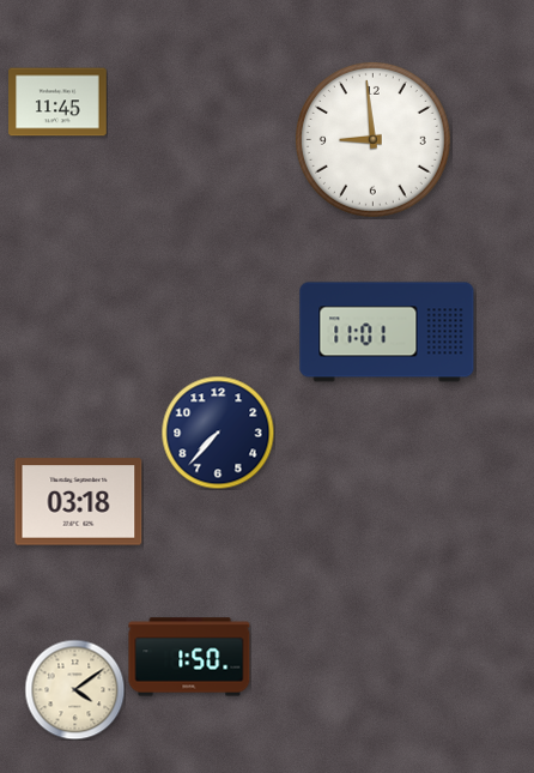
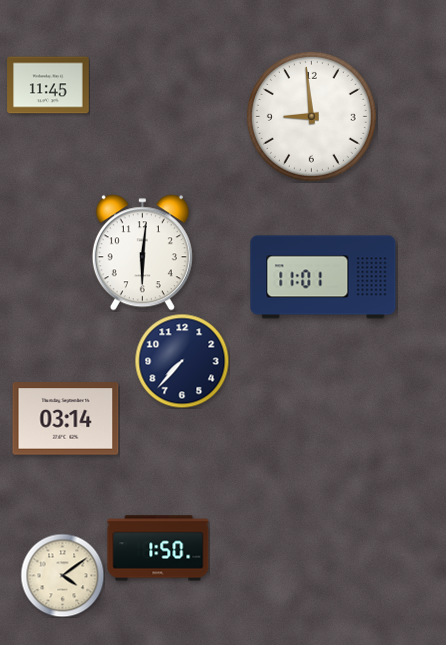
clock at (142, 253): none -> 6:01
clock at (79, 502): 03:18 -> 03:14
